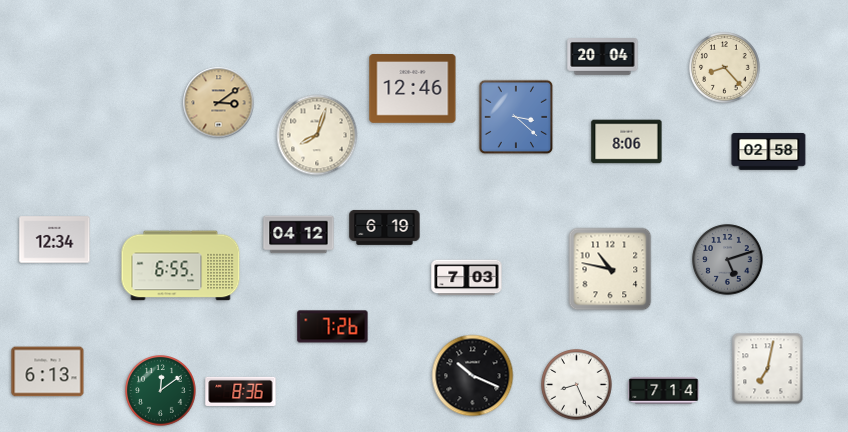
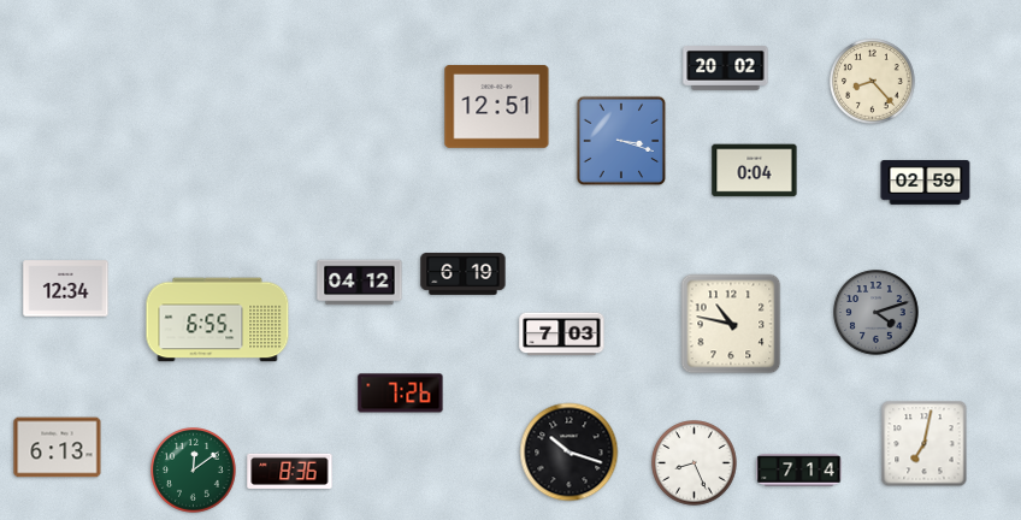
clock at (603, 57): 20:04 -> 20:02
clock at (413, 89): 12:46 -> 12:51
clock at (219, 103): 3:09 -> none
clock at (516, 117): 3:22 -> 3:18
clock at (317, 135): 8:03 -> none
clock at (627, 142): 8:06 -> 0:04
clock at (769, 152): 02:58 -> 02:59
clock at (728, 260): 5:12 -> 4:12
clock at (610, 269) position: (610, 269) -> (731, 324)
clock at (473, 376): 10:19 -> 10:18
